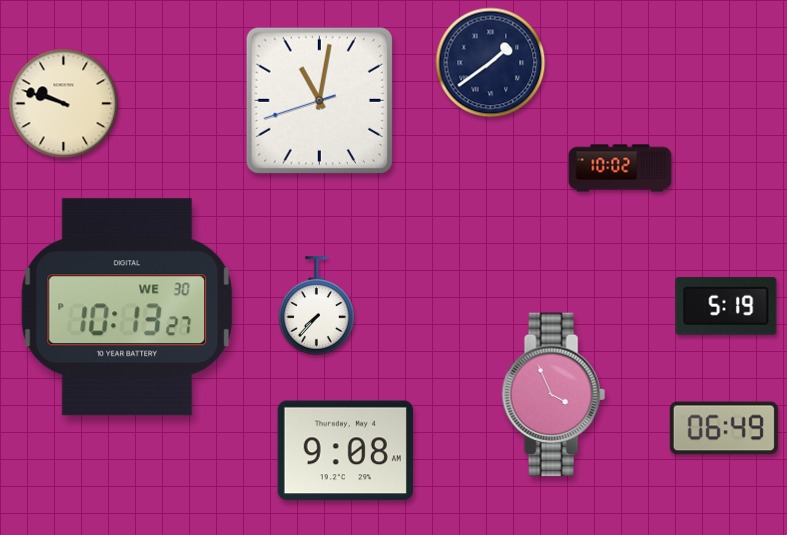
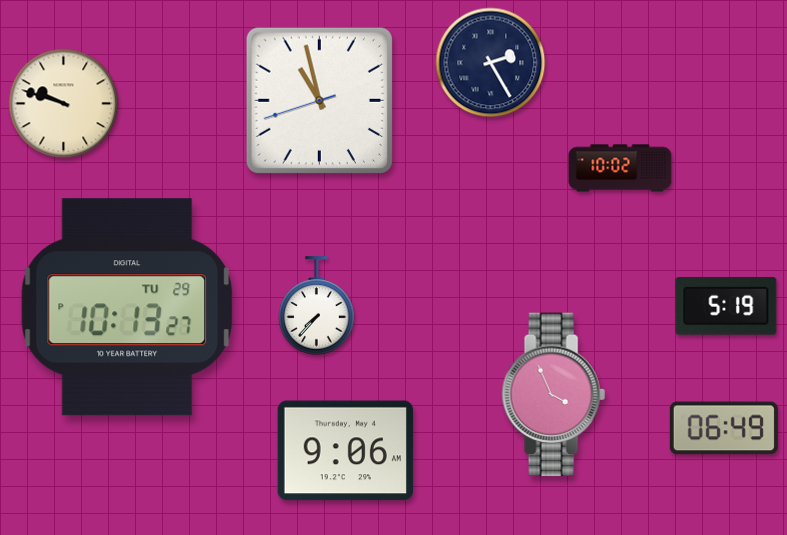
clock at (491, 63): 1:39 -> 2:25
clock at (319, 100): 11:01 -> 10:57
clock at (127, 307) date: WE 30 -> TU 29
clock at (345, 451): 9:08 -> 9:06
